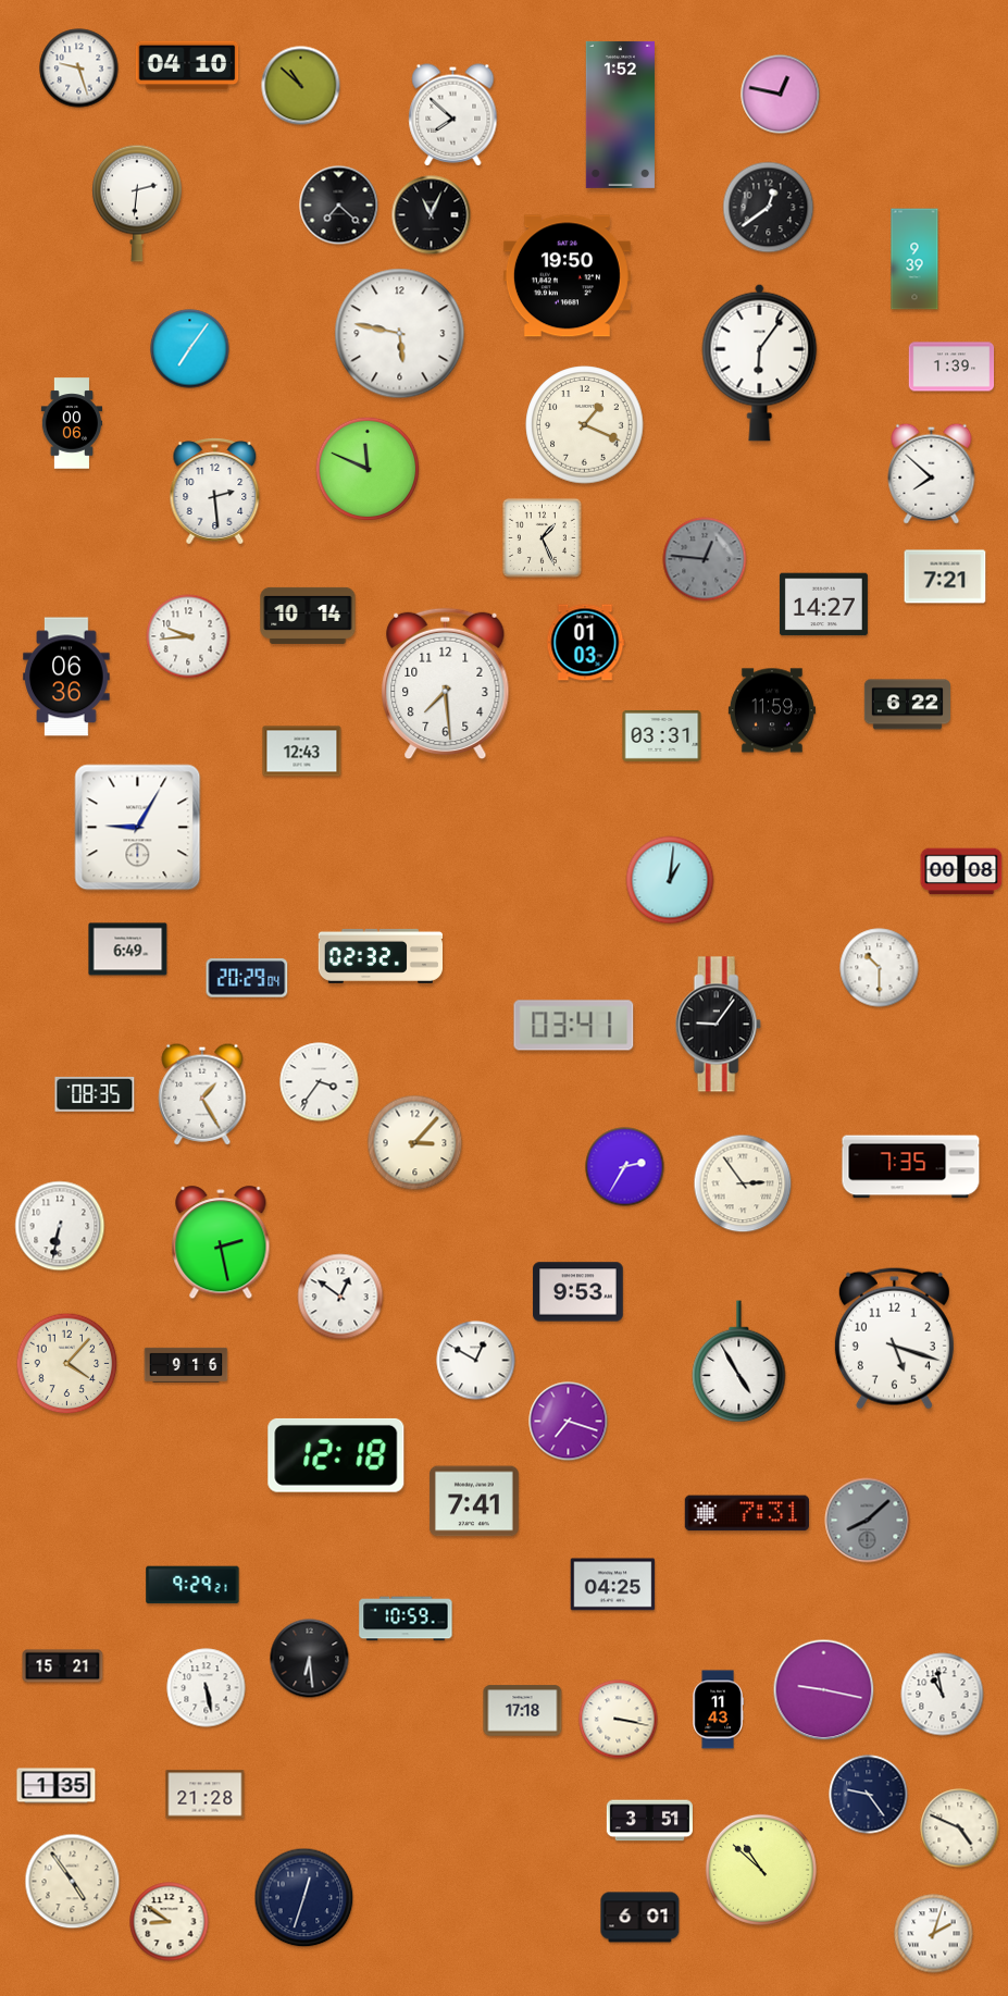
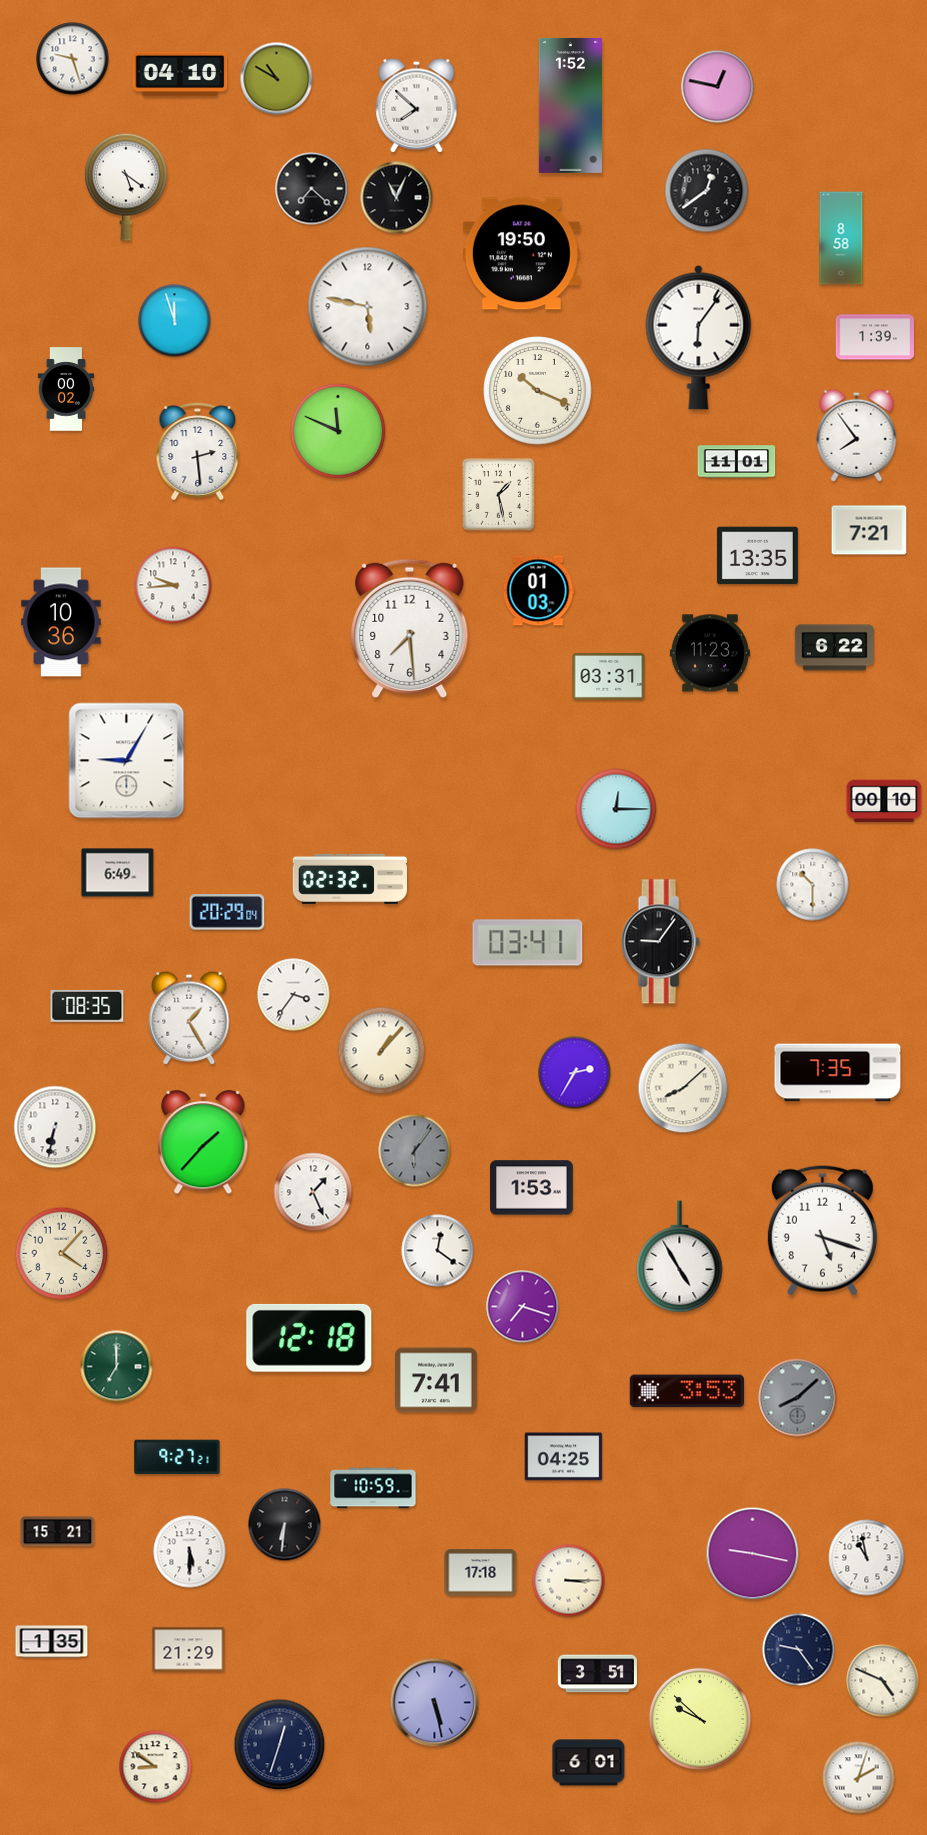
clock at (187, 65) position: (187, 65) -> (180, 74)
clock at (79, 69) position: (79, 69) -> (73, 59)
clock at (301, 86): 10:52 -> 10:50
clock at (138, 203): 2:31 -> 5:21
clock at (914, 259): 9:39 -> 8:58
clock at (190, 349): 7:06 -> 11:57
clock at (760, 362) position: (760, 362) -> (699, 337)
clock at (72, 423): 00:06 -> 00:02
clock at (585, 425): 1:19 -> 10:19
clock at (932, 473): 7:52 -> 7:54
clock at (737, 462): none -> 11:01
clock at (542, 537): 1:26 -> 1:28
clock at (705, 559): 12:46 -> none
clock at (823, 605): 14:27 -> 13:35
clock at (308, 616): 10:14 -> none
clock at (66, 677): 06:36 -> 10:36
clock at (772, 710): 11:59 -> 11:23
clock at (302, 752): 12:43 -> none
clock at (961, 871): 00:08 -> 00:10
clock at (670, 880): 1:01 -> 12:15
clock at (880, 968) position: (880, 968) -> (813, 885)
clock at (247, 978) position: (247, 978) -> (227, 912)
clock at (202, 1094) position: (202, 1094) -> (189, 1018)
clock at (415, 1143): 3:07 -> 1:07
clock at (743, 1183): 2:54 -> 8:08
clock at (221, 1243): 2:28 -> 1:37
clock at (415, 1151): none -> 6:06
clock at (578, 1292): 9:53 -> 1:53
clock at (340, 1297): 12:51 -> 1:26
clock at (476, 1361): 12:50 -> 12:21
clock at (739, 1362) position: (739, 1362) -> (680, 1257)
clock at (186, 1365): 9:16 -> none
clock at (117, 1367): none -> 7:00
clock at (746, 1513): 7:31 -> 3:53
clock at (192, 1585): 9:29 -> 9:27
clock at (310, 1659): 6:29 -> 6:31
clock at (207, 1688): 5:28 -> 5:30
clock at (824, 1690) position: (824, 1690) -> (753, 1554)
clock at (718, 1710): 11:43 -> none
clock at (619, 1720): 3:17 -> 3:15
clock at (206, 1795): 21:28 -> 21:29
clock at (435, 1703): none -> 5:28
clock at (761, 1870): 10:52 -> 9:52
clock at (73, 1882): 4:54 -> none
